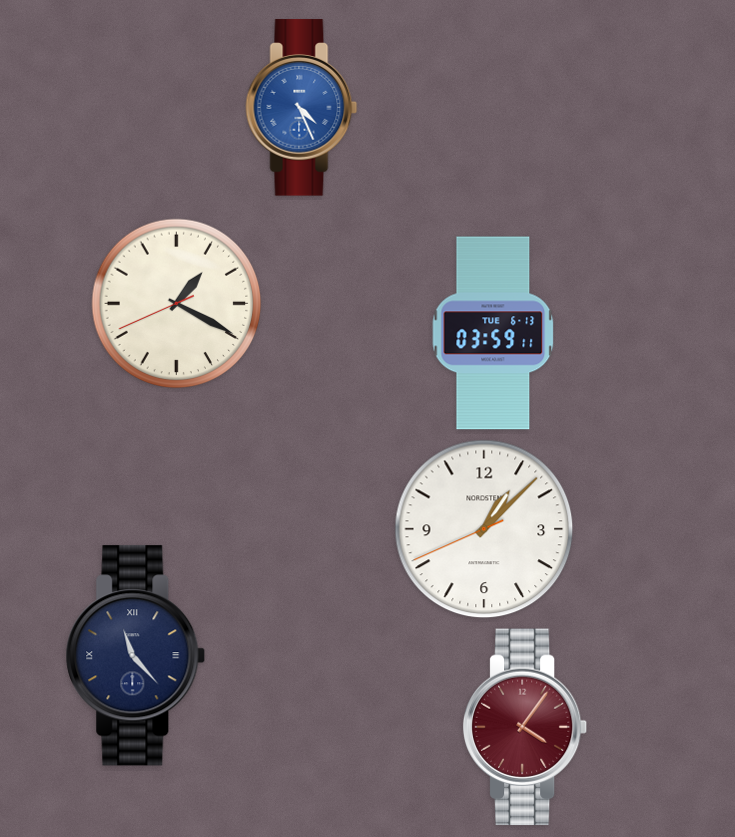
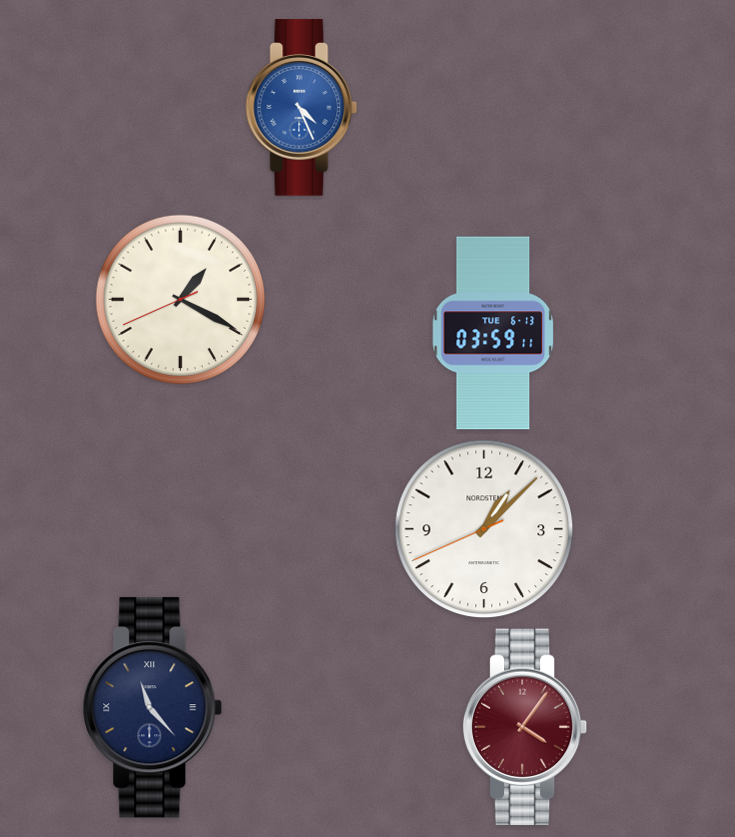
clock at (177, 304) position: (177, 304) -> (181, 300)
clock at (136, 656) position: (136, 656) -> (153, 708)
